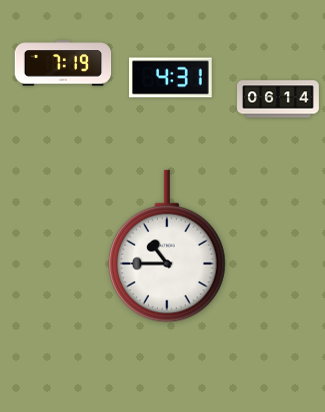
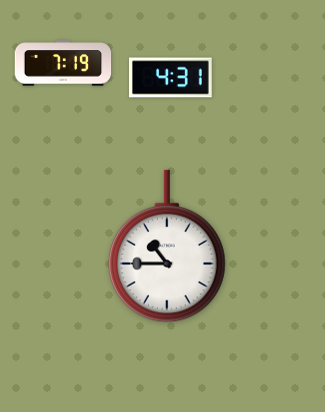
clock at (279, 99): 06:14 -> none
